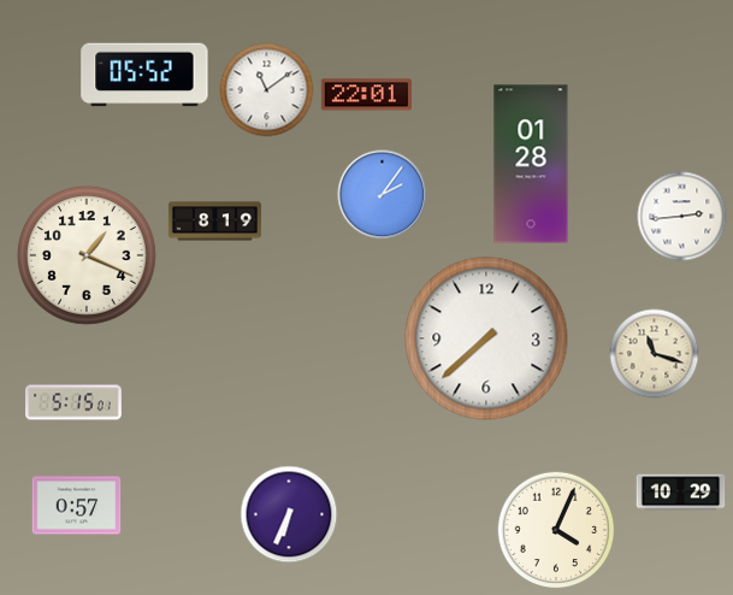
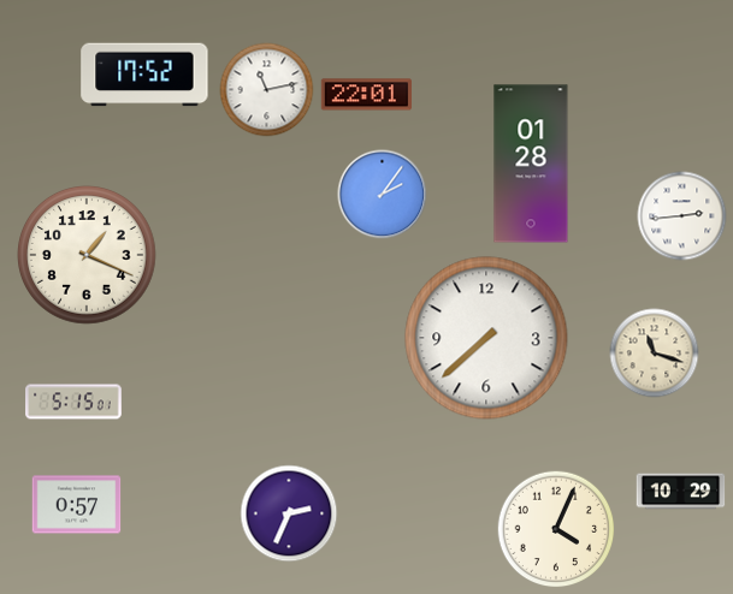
clock at (144, 75): 05:52 -> 17:52
clock at (267, 90): 11:09 -> 11:13
clock at (214, 222): 8:19 -> none
clock at (289, 514): 6:34 -> 2:34
